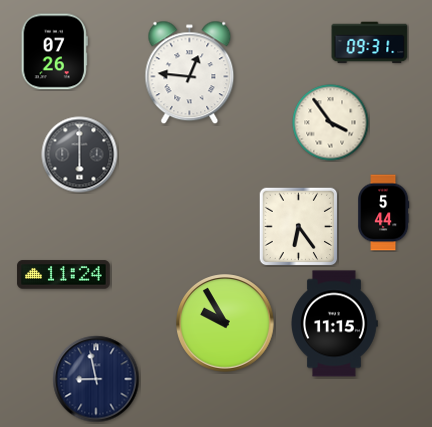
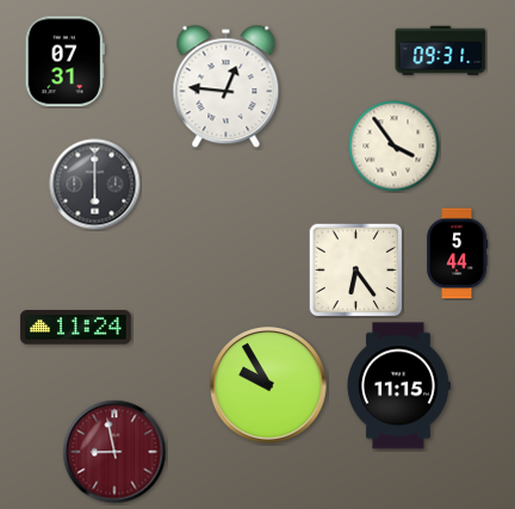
clock at (54, 52): 07:26 -> 07:31
clock at (96, 379) dial: navy -> burgundy
